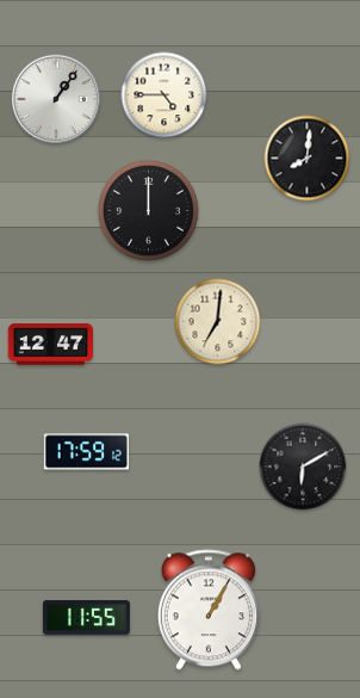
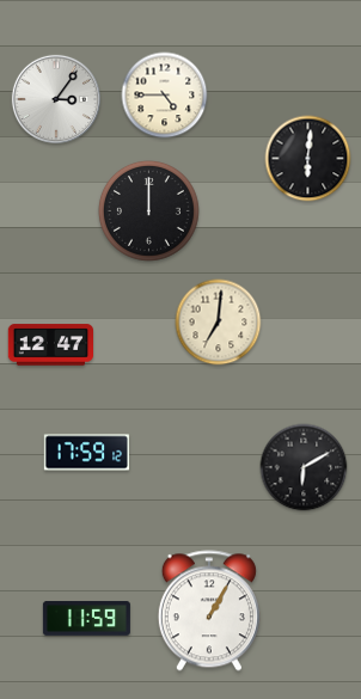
clock at (56, 99): 1:06 -> 3:06
clock at (308, 159): 8:01 -> 6:01
clock at (86, 617): 11:55 -> 11:59
